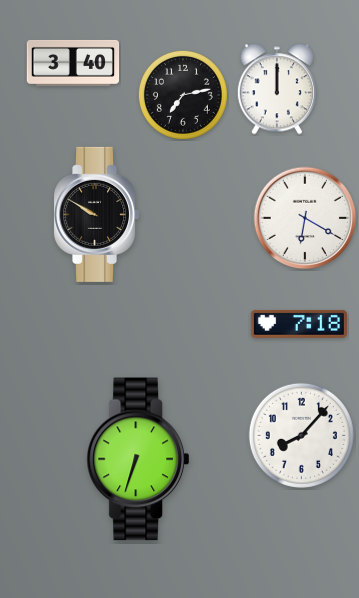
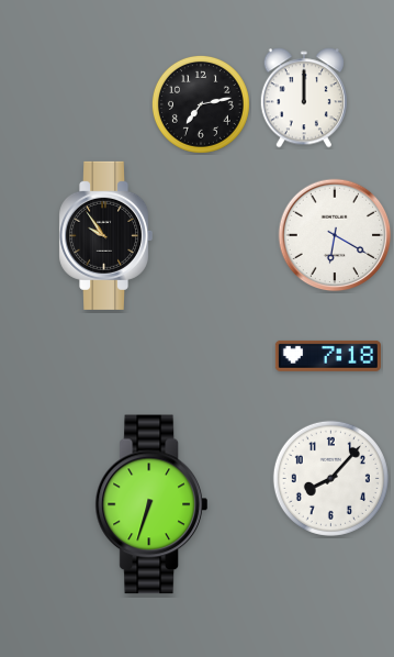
clock at (73, 63): 3:40 -> none
clock at (97, 214): 9:50 -> 9:54
clock at (305, 218) position: (305, 218) -> (335, 235)
